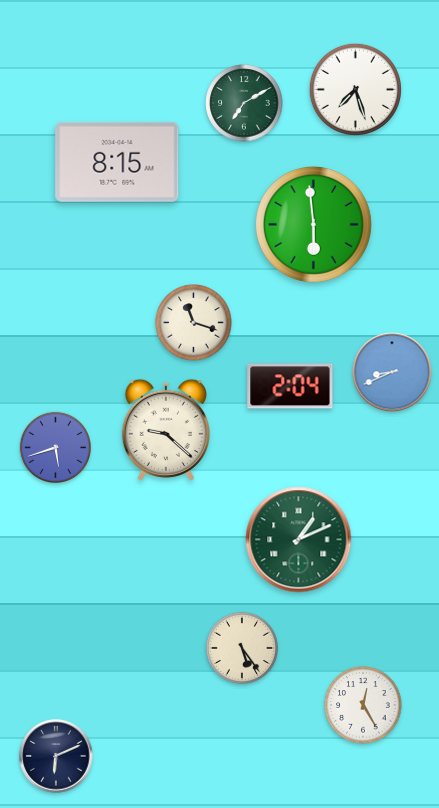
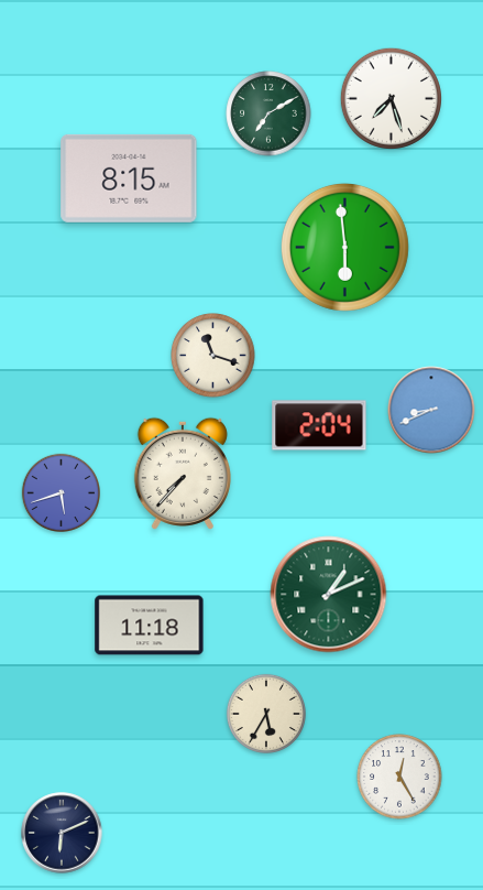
clock at (166, 430): 9:22 -> 7:37
clock at (150, 626): none -> 11:18
clock at (242, 648): 5:24 -> 5:35
